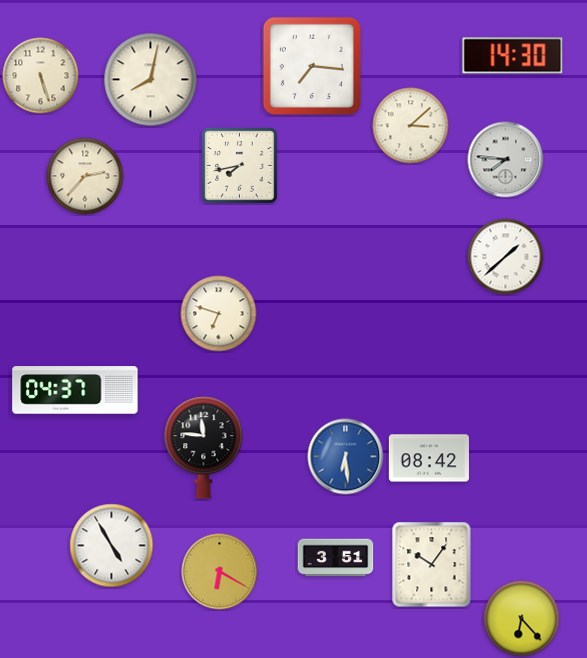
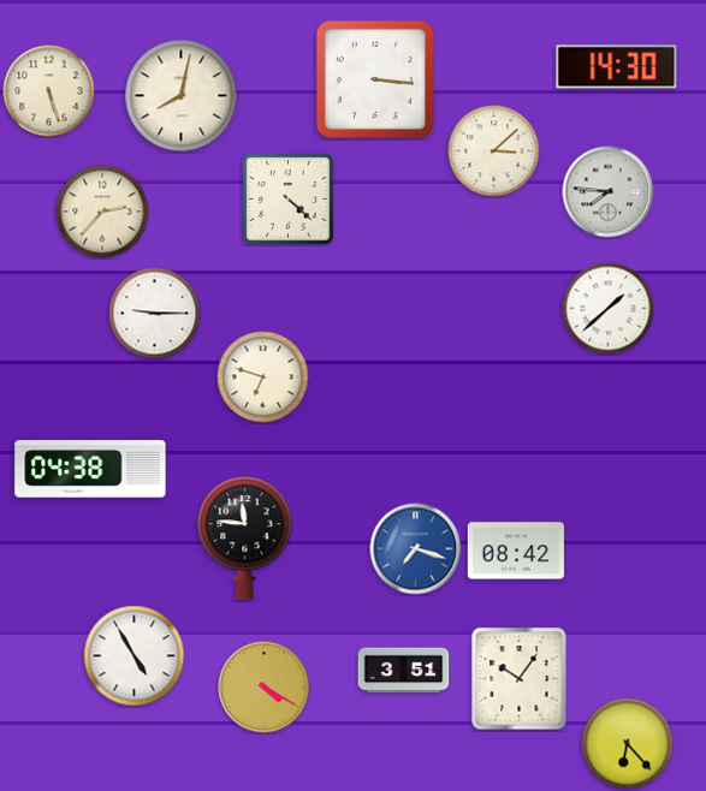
clock at (312, 66): 7:16 -> 3:16
clock at (240, 166): 7:43 -> 4:22
clock at (155, 314): none -> 9:15
clock at (75, 390): 04:37 -> 04:38
clock at (346, 457): 6:29 -> 7:18
clock at (220, 572): 6:20 -> 4:20
